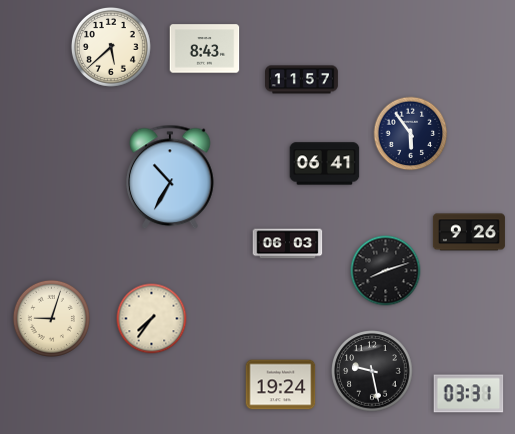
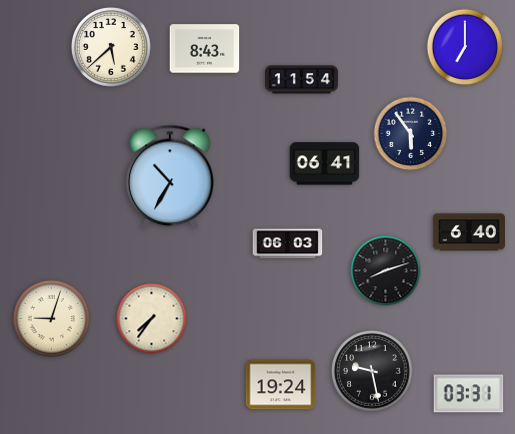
clock at (465, 47): none -> 7:00
clock at (302, 80): 11:57 -> 11:54
clock at (469, 232): 9:26 -> 6:40
